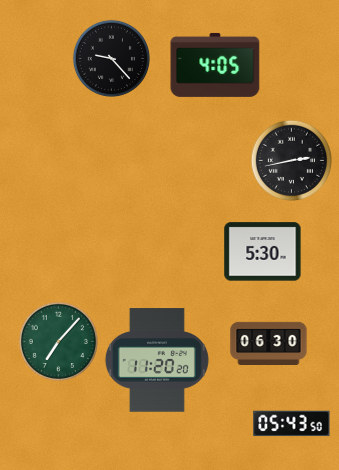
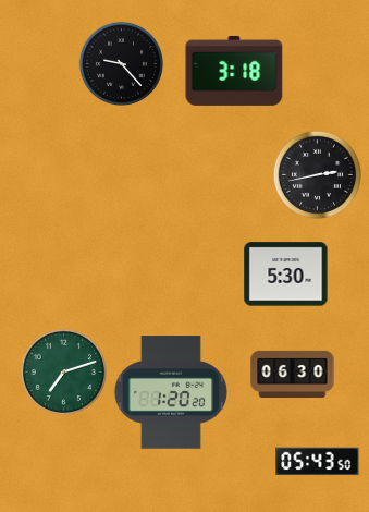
clock at (215, 65): 4:05 -> 3:18
clock at (58, 341): 7:07 -> 7:12
clock at (157, 360): 11:20 -> 1:20
